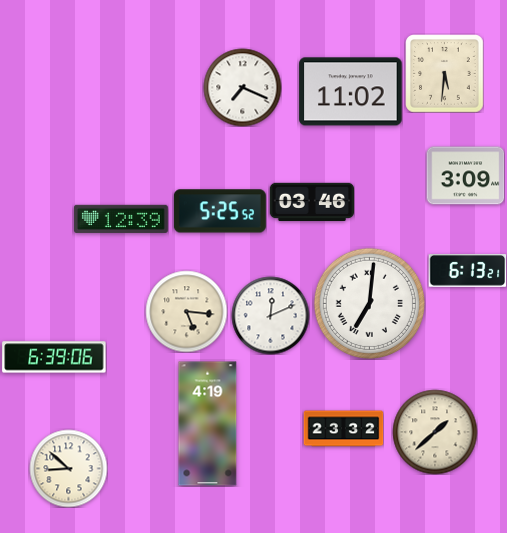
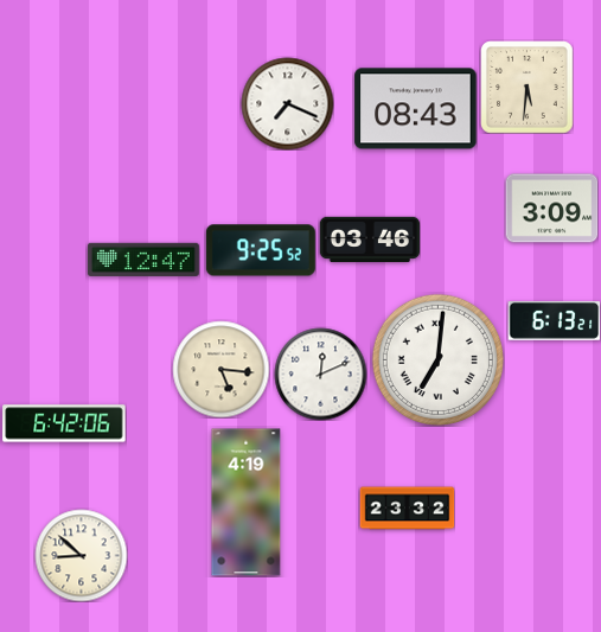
clock at (351, 92): 11:02 -> 08:43
clock at (220, 211): 5:25 -> 9:25
clock at (121, 219): 12:39 -> 12:47
clock at (54, 357): 6:39 -> 6:42
clock at (435, 432): 1:38 -> none
